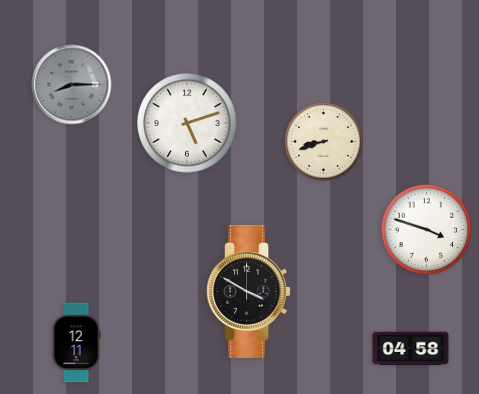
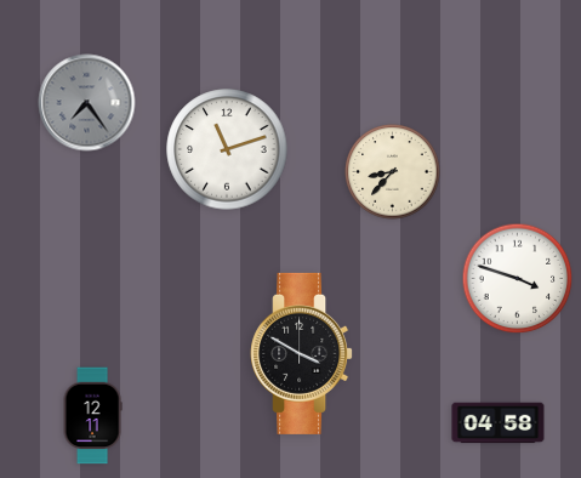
clock at (72, 85): 8:15 -> 7:24
clock at (187, 123): 5:12 -> 11:12
clock at (324, 142): 8:42 -> 8:37
